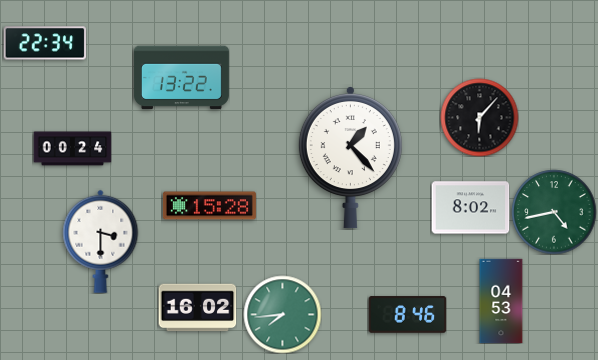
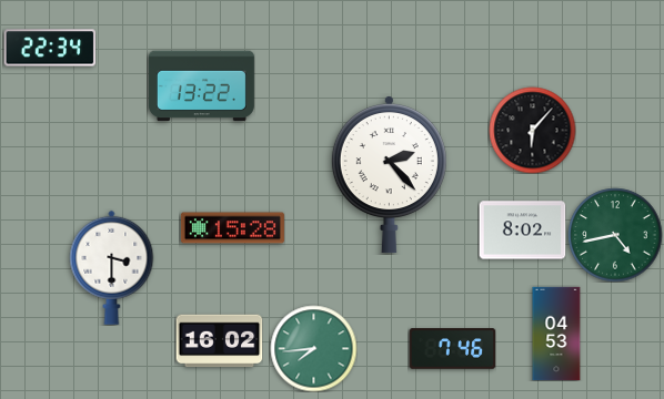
clock at (72, 149): 00:24 -> none
clock at (350, 158): 1:23 -> 2:23
clock at (407, 315): 8:46 -> 7:46
